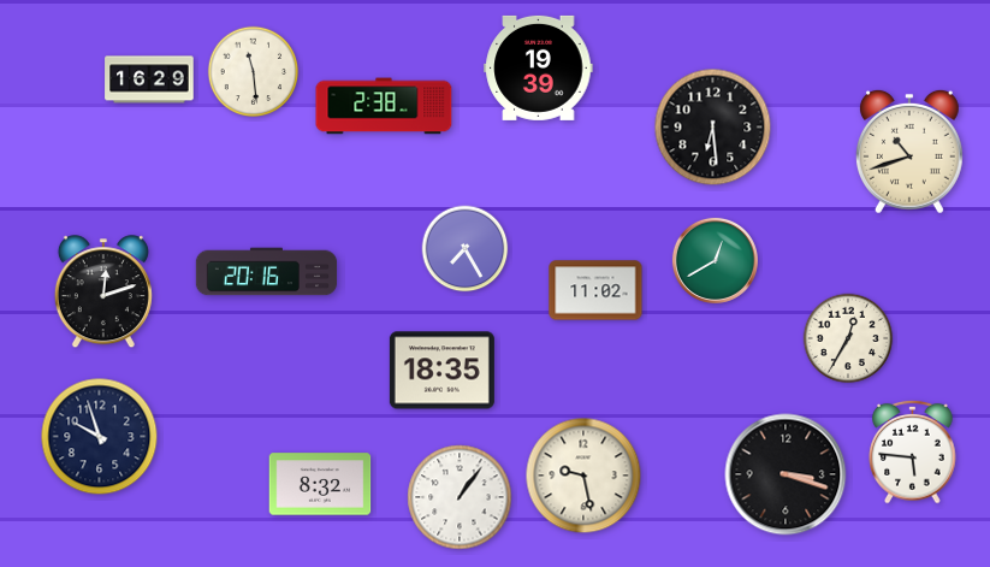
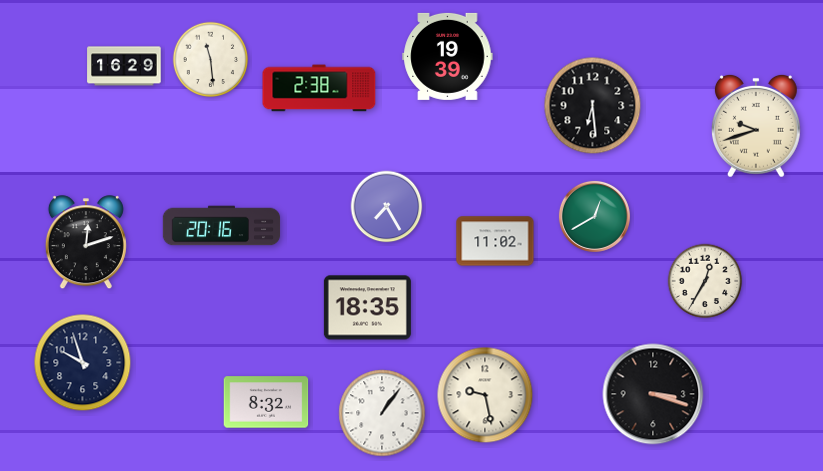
clock at (909, 152): 10:42 -> 9:42
clock at (913, 451): 5:46 -> none
